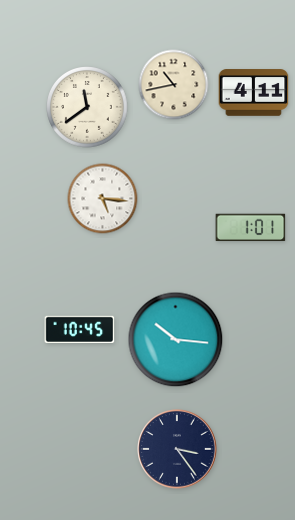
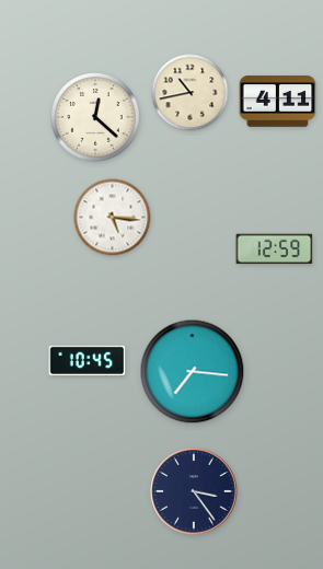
clock at (88, 108): 11:39 -> 12:22
clock at (251, 228): 1:01 -> 12:59
clock at (176, 340): 10:16 -> 7:16
